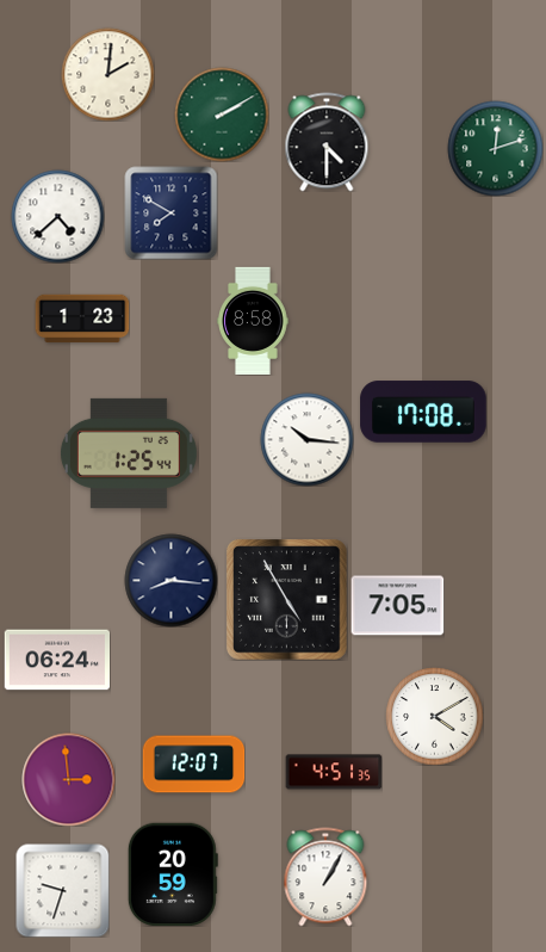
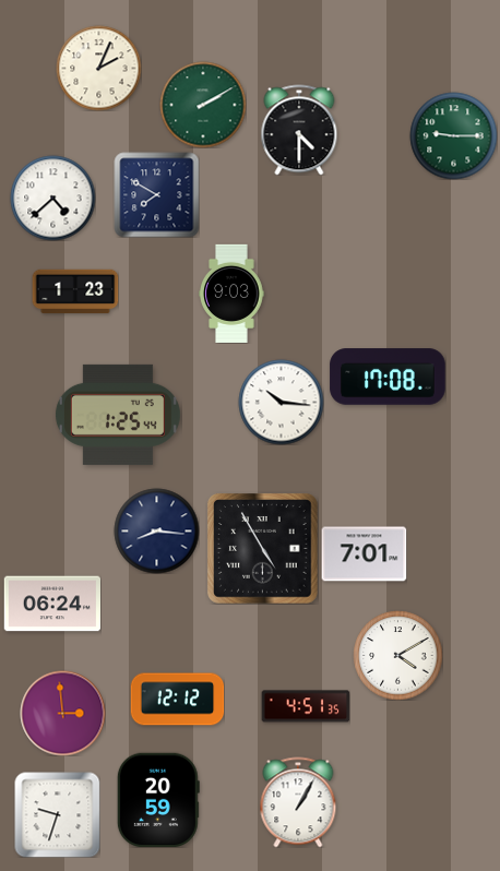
clock at (107, 74): 2:01 -> 2:04
clock at (495, 148): 12:12 -> 9:15
clock at (253, 320): 8:58 -> 9:03
clock at (397, 606): 7:05 -> 7:01
clock at (193, 765): 12:07 -> 12:12
